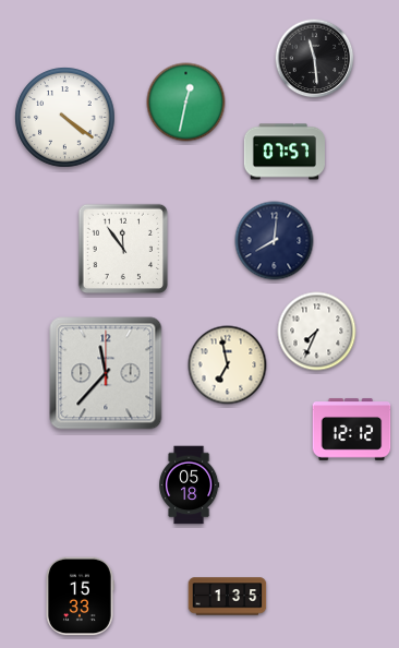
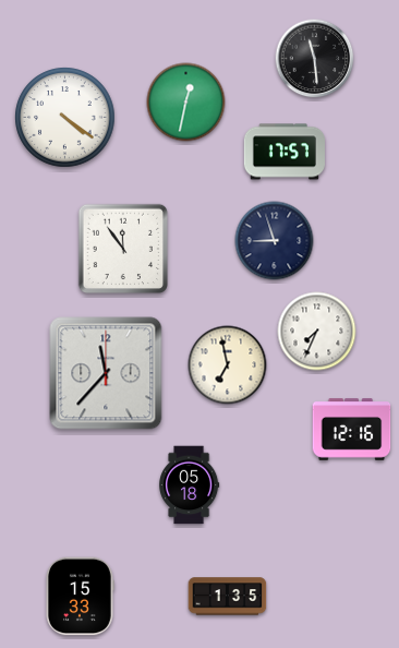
clock at (285, 152): 07:57 -> 17:57
clock at (275, 241): 8:01 -> 8:57
clock at (352, 430): 12:12 -> 12:16
